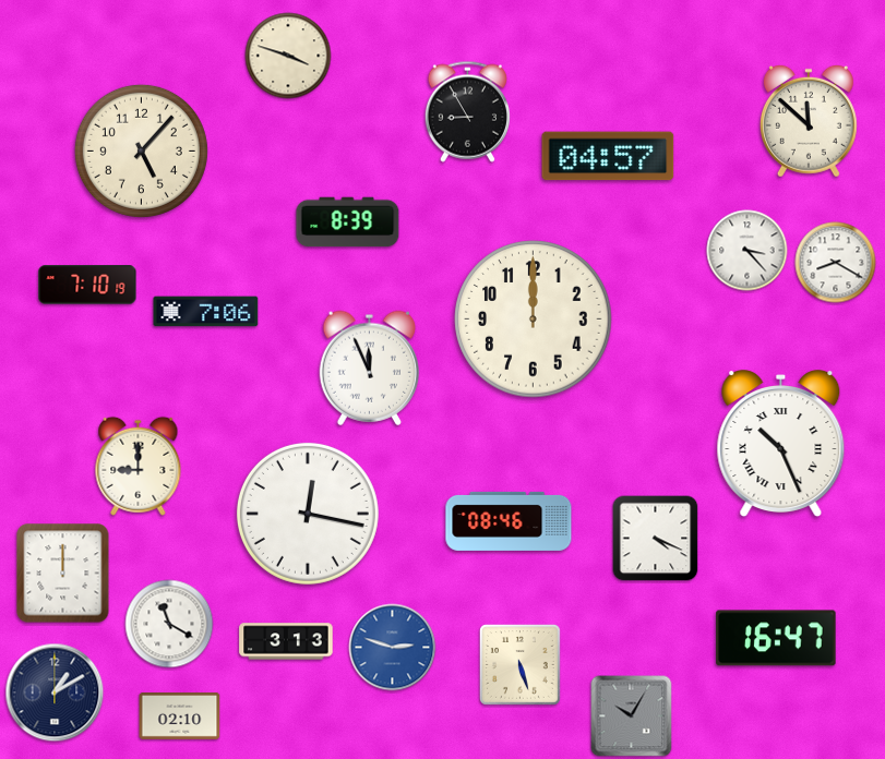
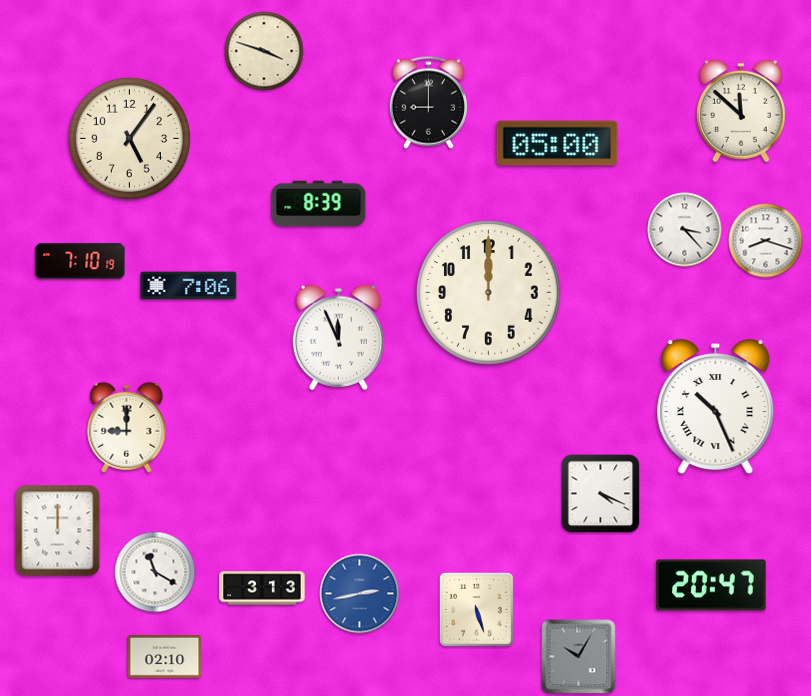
clock at (467, 111): 8:55 -> 9:00
clock at (141, 150): 5:07 -> 5:06
clock at (608, 156): 04:57 -> 05:00
clock at (836, 263): 8:20 -> 8:18
clock at (308, 514): 12:17 -> none
clock at (509, 521): 08:46 -> none
clock at (63, 574) position: (63, 574) -> (58, 531)
clock at (776, 638): 16:47 -> 20:47
clock at (393, 648): 2:48 -> 2:43
clock at (55, 692): 1:10 -> none
